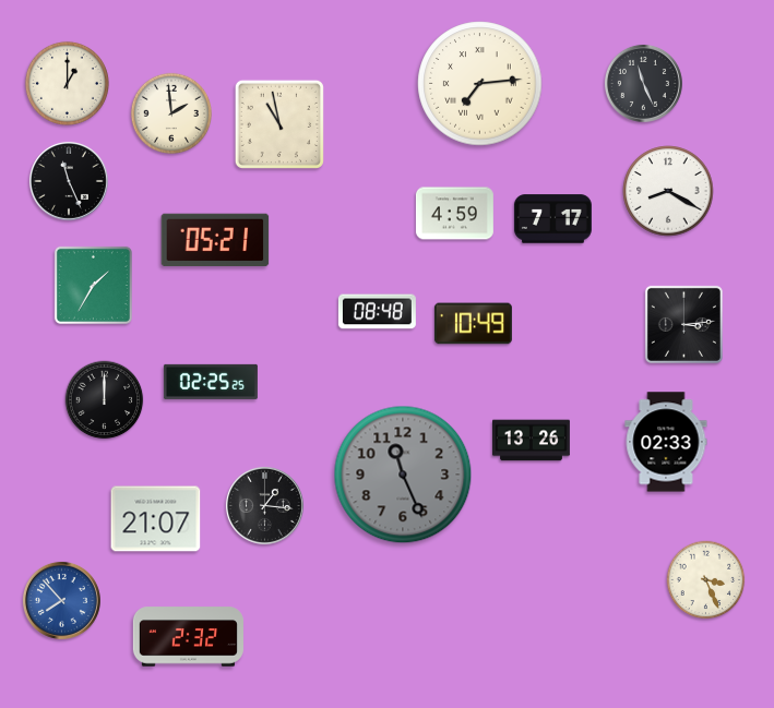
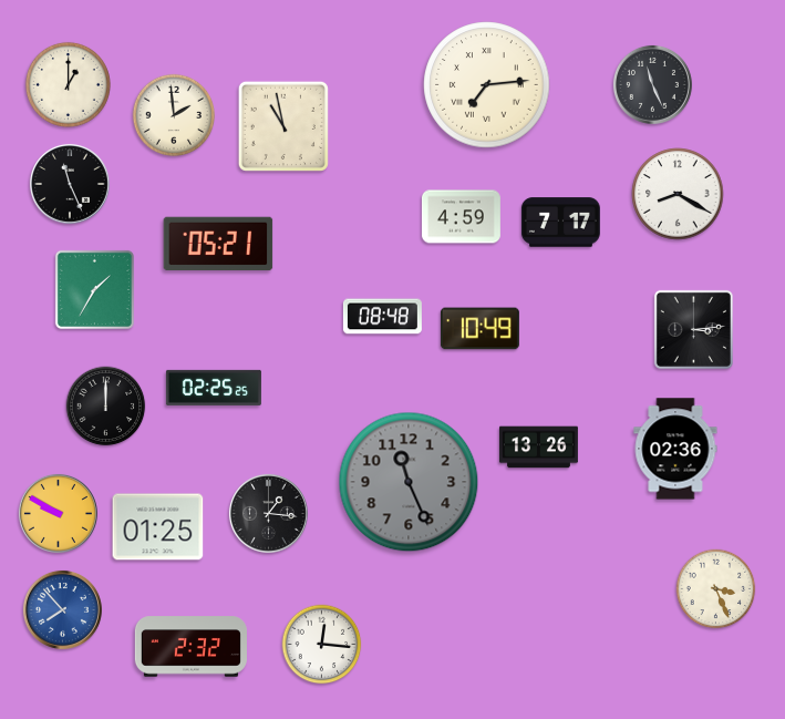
clock at (666, 442): 02:33 -> 02:36
clock at (58, 513): none -> 9:50
clock at (156, 519): 21:07 -> 01:25
clock at (322, 645): none -> 12:16
